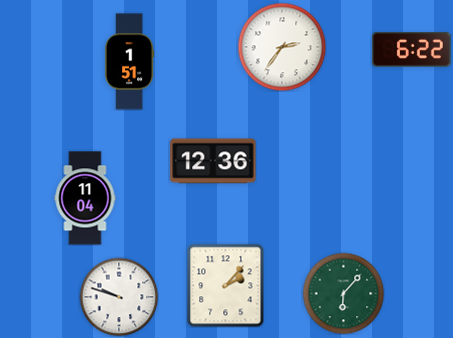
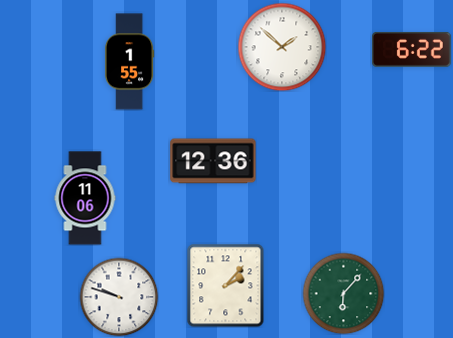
clock at (282, 47): 2:36 -> 1:52
clock at (129, 62): 1:51 -> 1:55
clock at (85, 198): 11:04 -> 11:06
